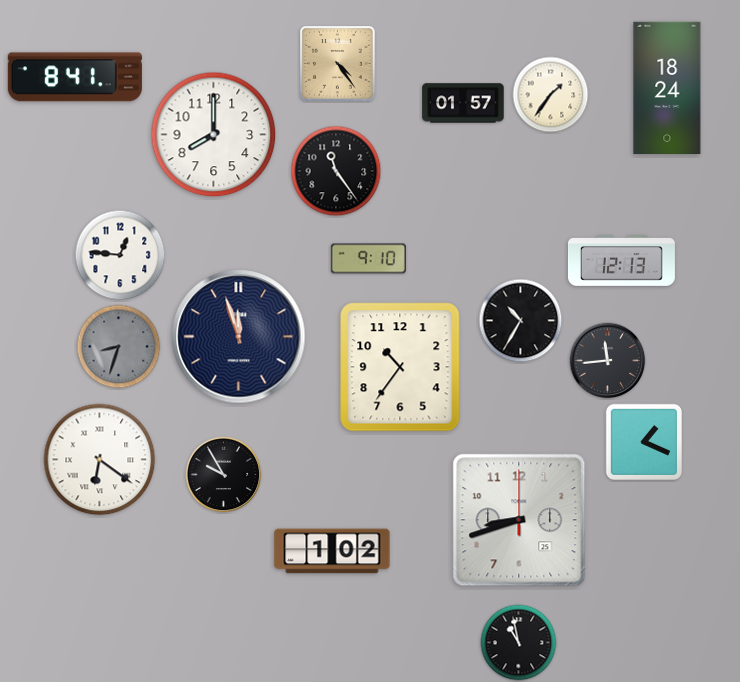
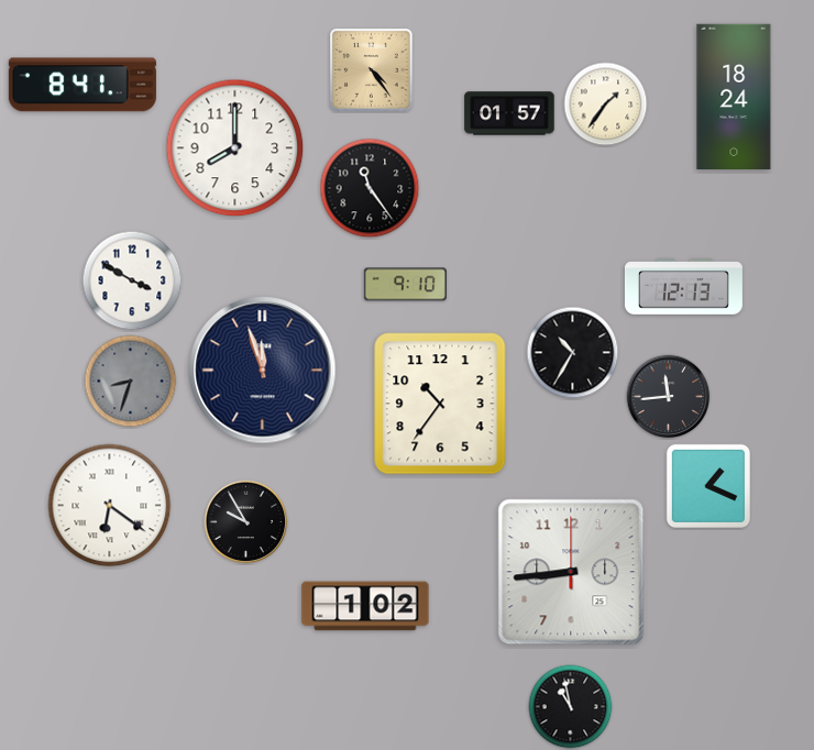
clock at (120, 255): 12:46 -> 3:50
clock at (519, 520): 8:42 -> 8:44
